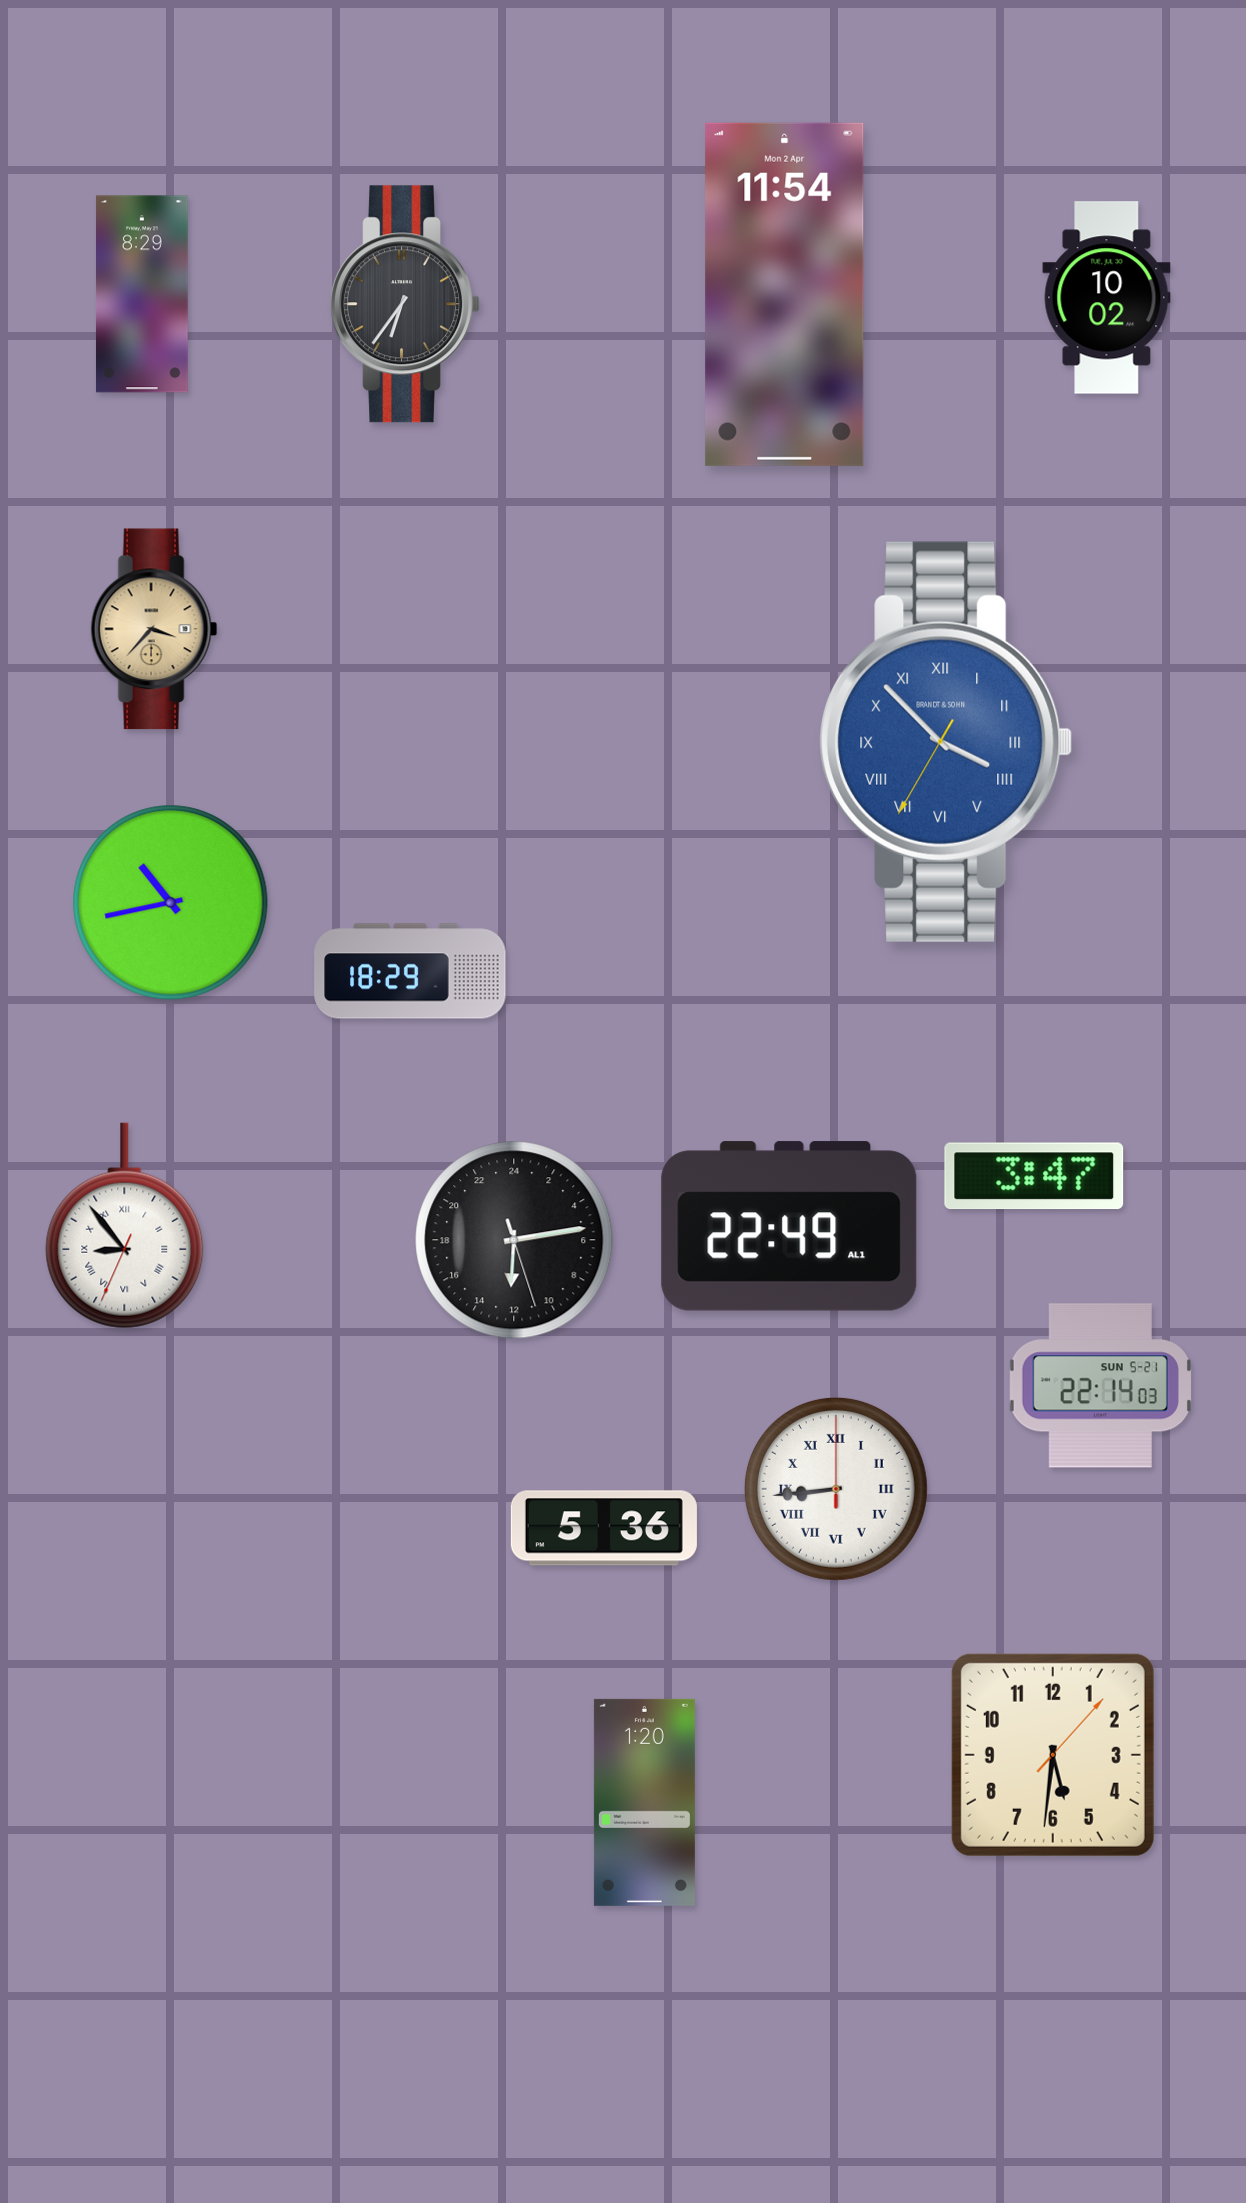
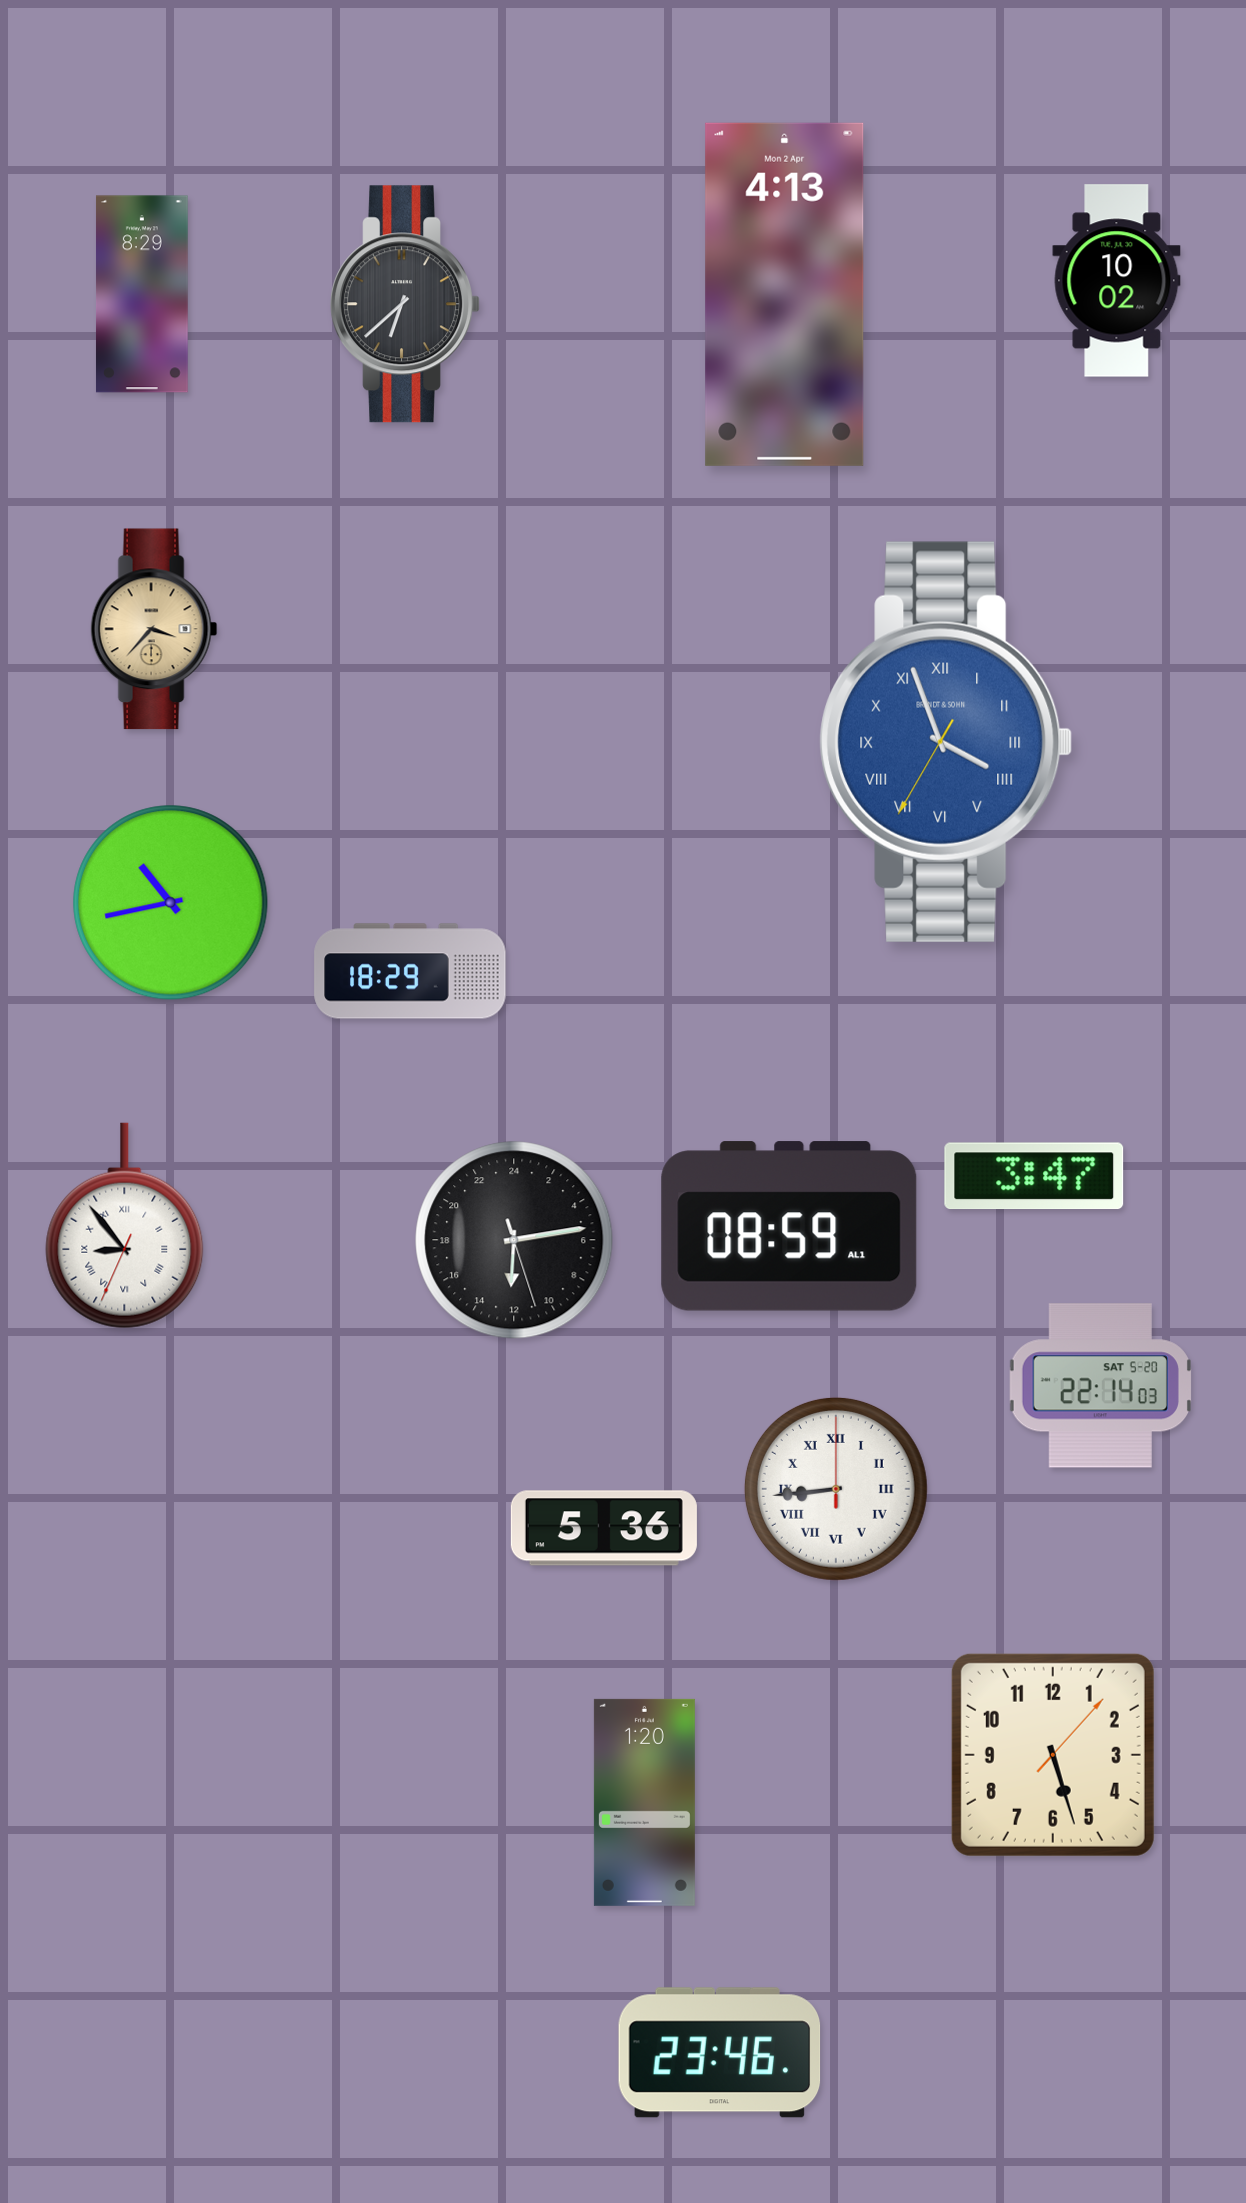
clock at (785, 294): 11:54 -> 4:13
clock at (1107, 298) position: (1107, 298) -> (1117, 281)
clock at (405, 304): 6:36 -> 6:38
clock at (946, 742): 3:52 -> 3:56
clock at (789, 1226): 22:49 -> 08:59
clock at (1100, 1386) date: SUN 5-21 -> SAT 5-20
clock at (1053, 1755): 5:31 -> 5:27
clock at (720, 2053): none -> 23:46
